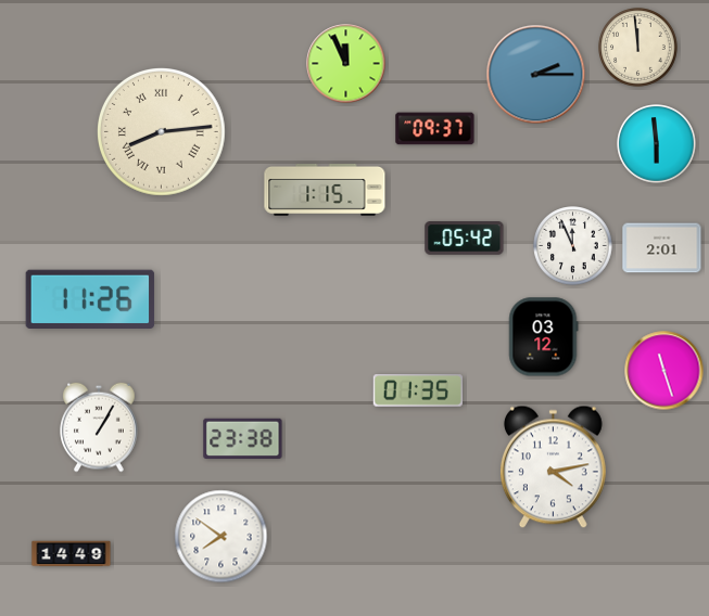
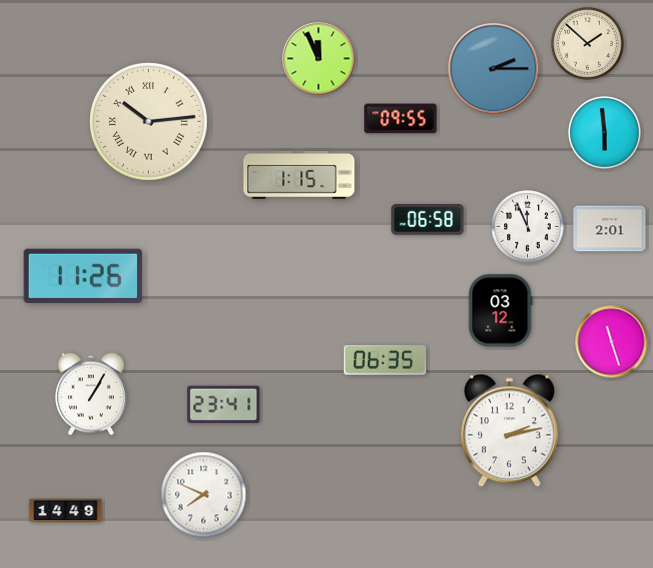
clock at (638, 48): 11:59 -> 1:52
clock at (435, 129): 09:37 -> 09:55
clock at (162, 132): 8:14 -> 10:14
clock at (465, 239): 05:42 -> 06:58
clock at (418, 390): 01:35 -> 06:35
clock at (243, 438): 23:38 -> 23:41
clock at (553, 467): 4:13 -> 2:13
clock at (221, 537): 7:51 -> 7:49
